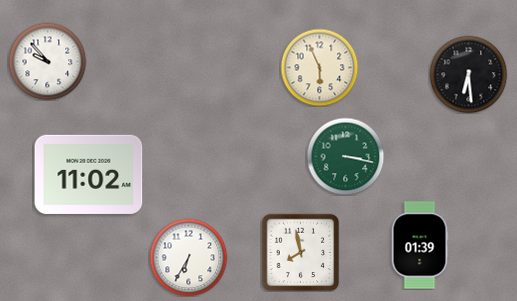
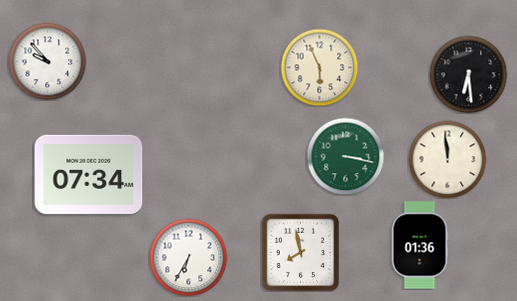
clock at (447, 159): none -> 11:59
clock at (89, 174): 11:02 -> 07:34
clock at (420, 245): 01:39 -> 01:36
